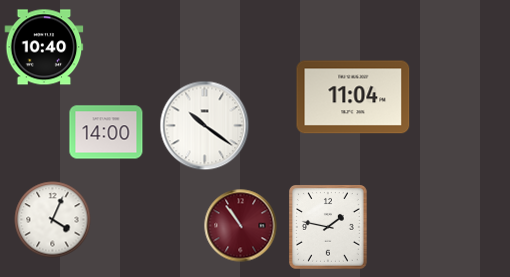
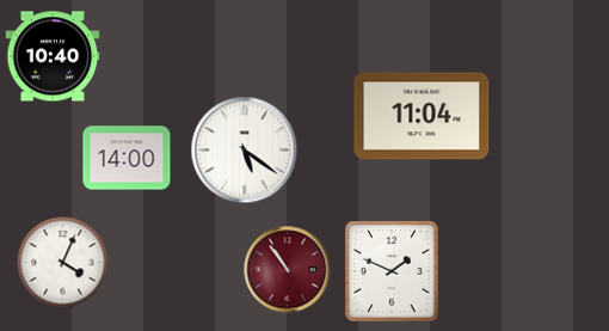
clock at (205, 126): 10:21 -> 5:21
clock at (329, 227): 1:47 -> 1:49
